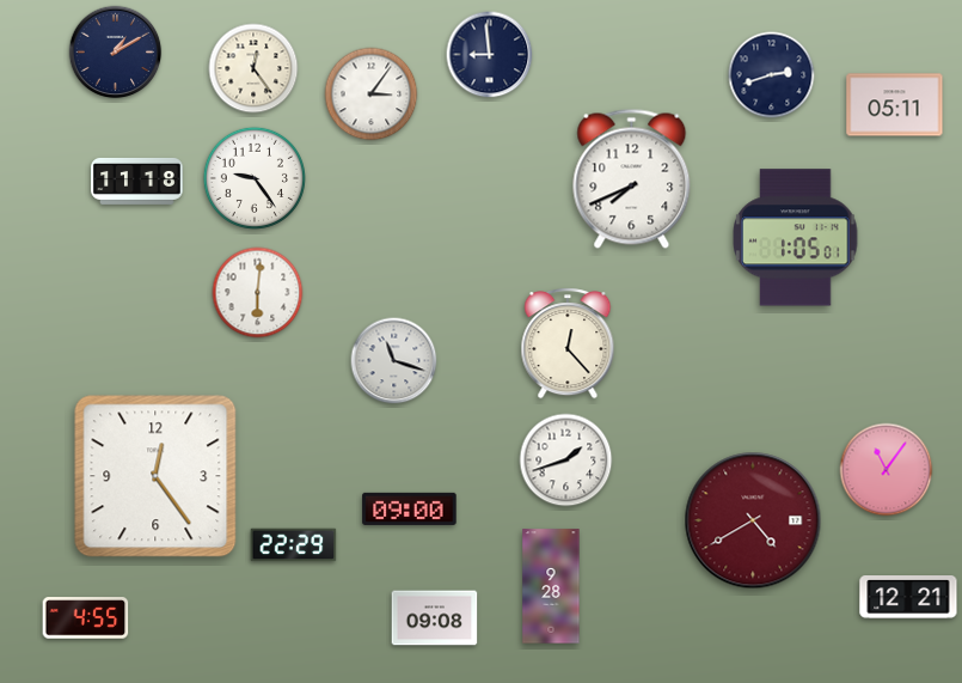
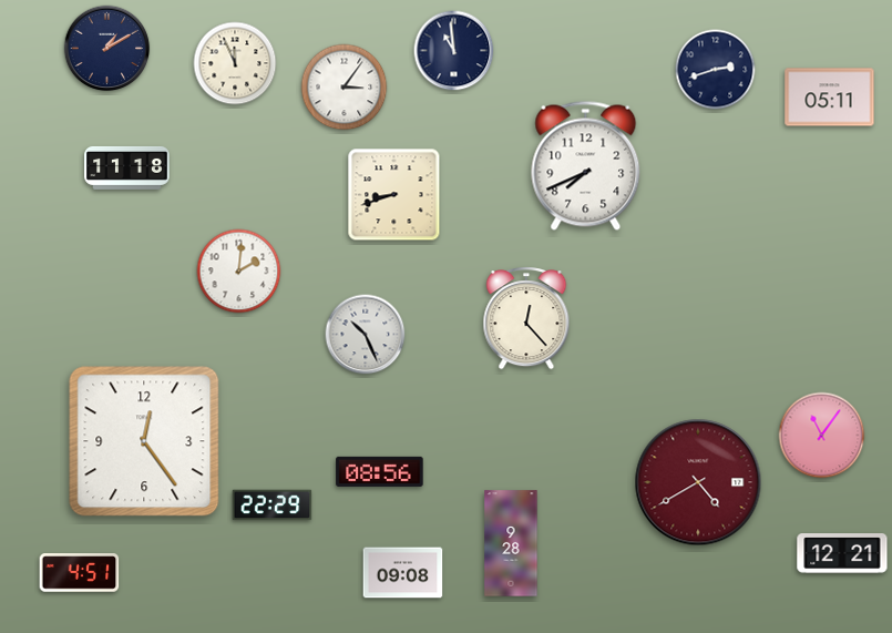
clock at (490, 55): 8:59 -> 10:59
clock at (253, 68): 12:24 -> 11:56
clock at (255, 178): 9:24 -> none
clock at (394, 195): none -> 8:42
clock at (796, 238): 1:05 -> none
clock at (258, 293): 6:01 -> 2:01
clock at (394, 361): 11:18 -> 10:26
clock at (566, 461): 1:42 -> none
clock at (410, 508): 09:00 -> 08:56
clock at (86, 618): 4:55 -> 4:51
